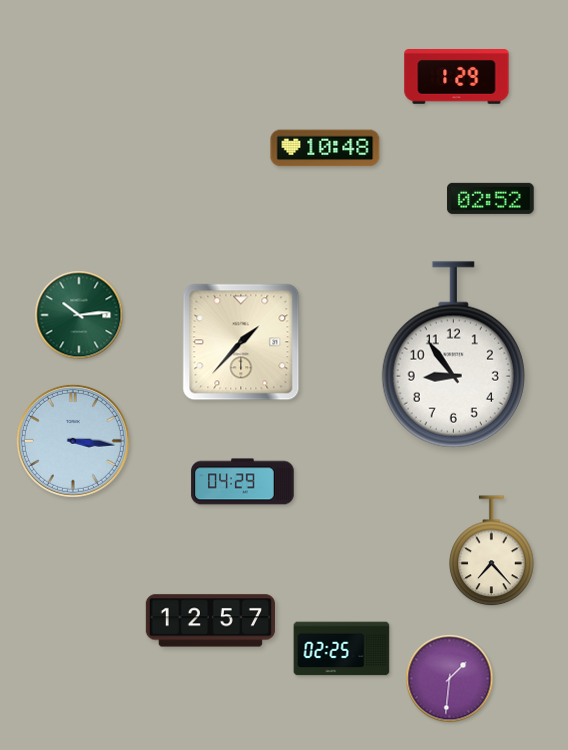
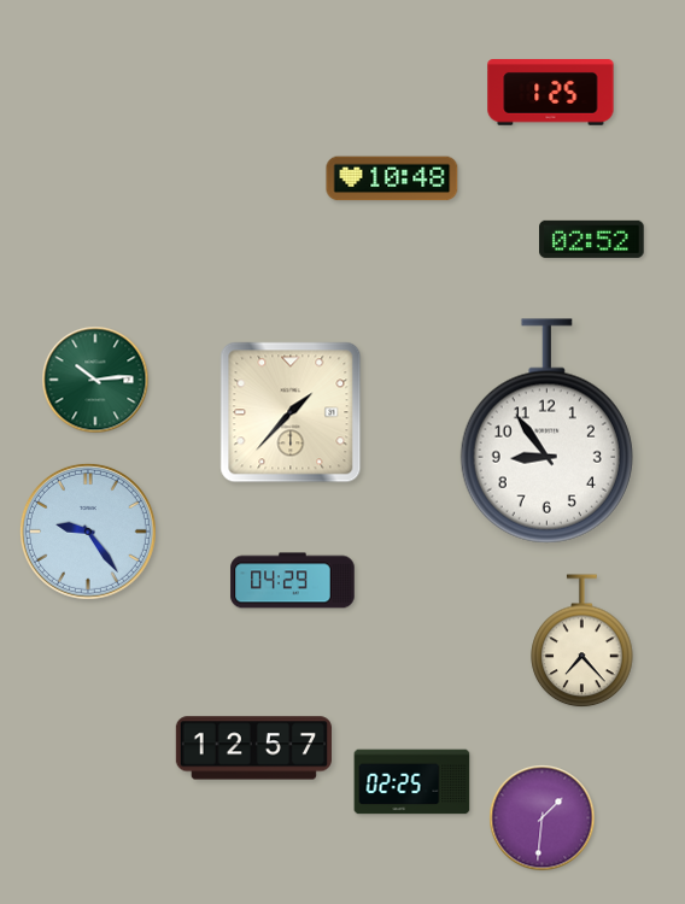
clock at (457, 77): 1:29 -> 1:25
clock at (453, 355) position: (453, 355) -> (546, 432)
clock at (73, 441): 3:16 -> 9:24
clock at (492, 551) position: (492, 551) -> (582, 641)
